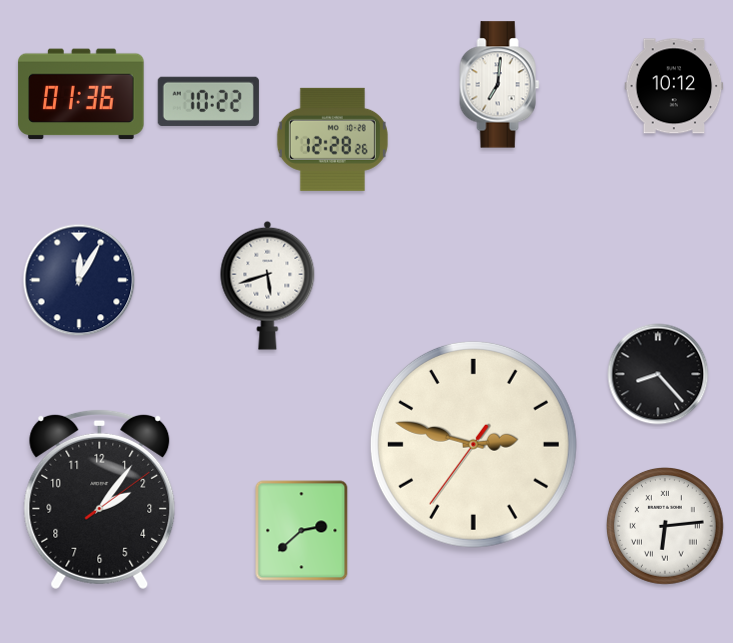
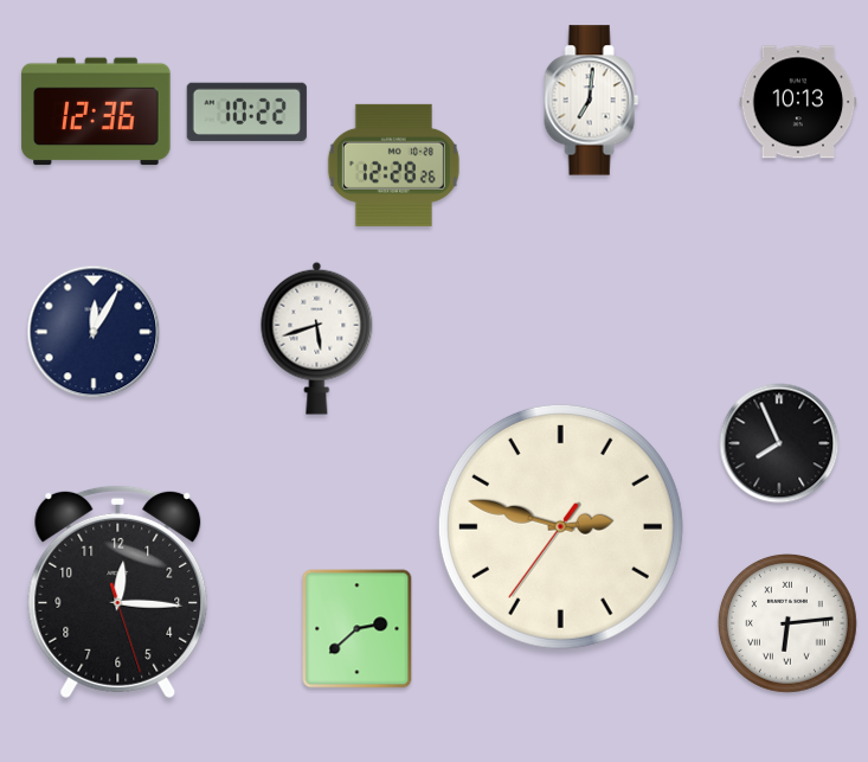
clock at (674, 86): 10:12 -> 10:13
clock at (81, 94): 01:36 -> 12:36
clock at (208, 101) position: (208, 101) -> (246, 111)
clock at (658, 374): 8:23 -> 7:56
clock at (100, 499): 2:06 -> 12:15
